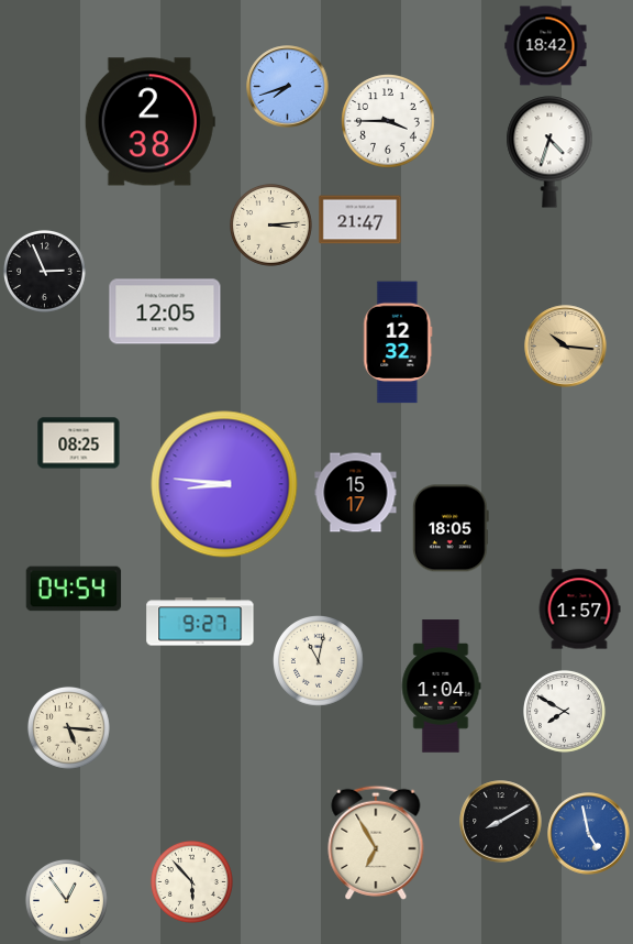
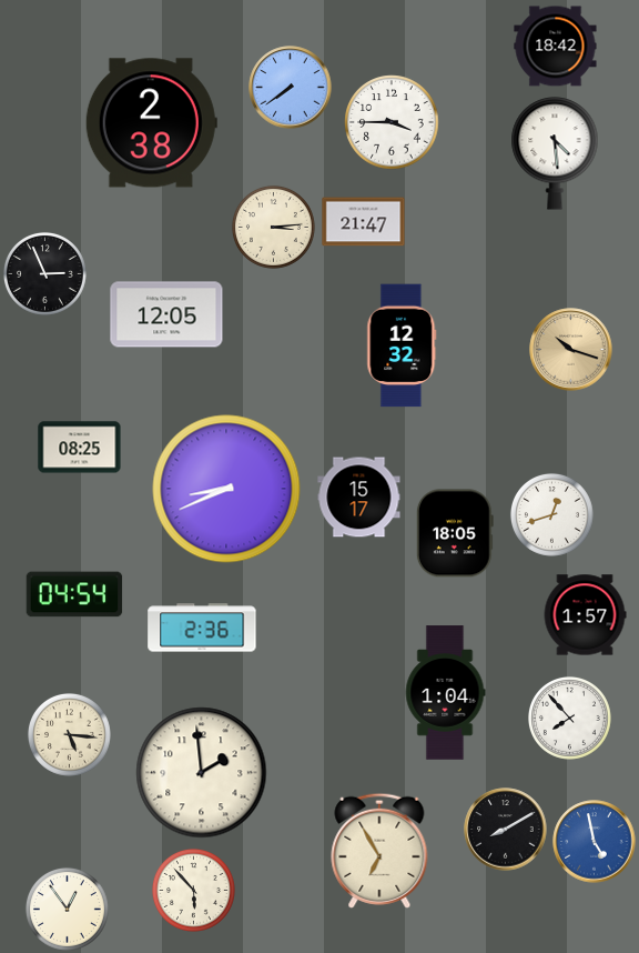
clock at (546, 46) position: (546, 46) -> (556, 47)
clock at (288, 87): 7:42 -> 7:39
clock at (549, 152): 4:33 -> 4:29
clock at (566, 347): 10:16 -> 10:18
clock at (224, 484): 8:46 -> 8:41
clock at (551, 514): none -> 12:42
clock at (200, 622): 9:27 -> 2:36
clock at (319, 661): 11:02 -> none
clock at (564, 711): 7:50 -> 7:53
clock at (202, 773): none -> 1:59
